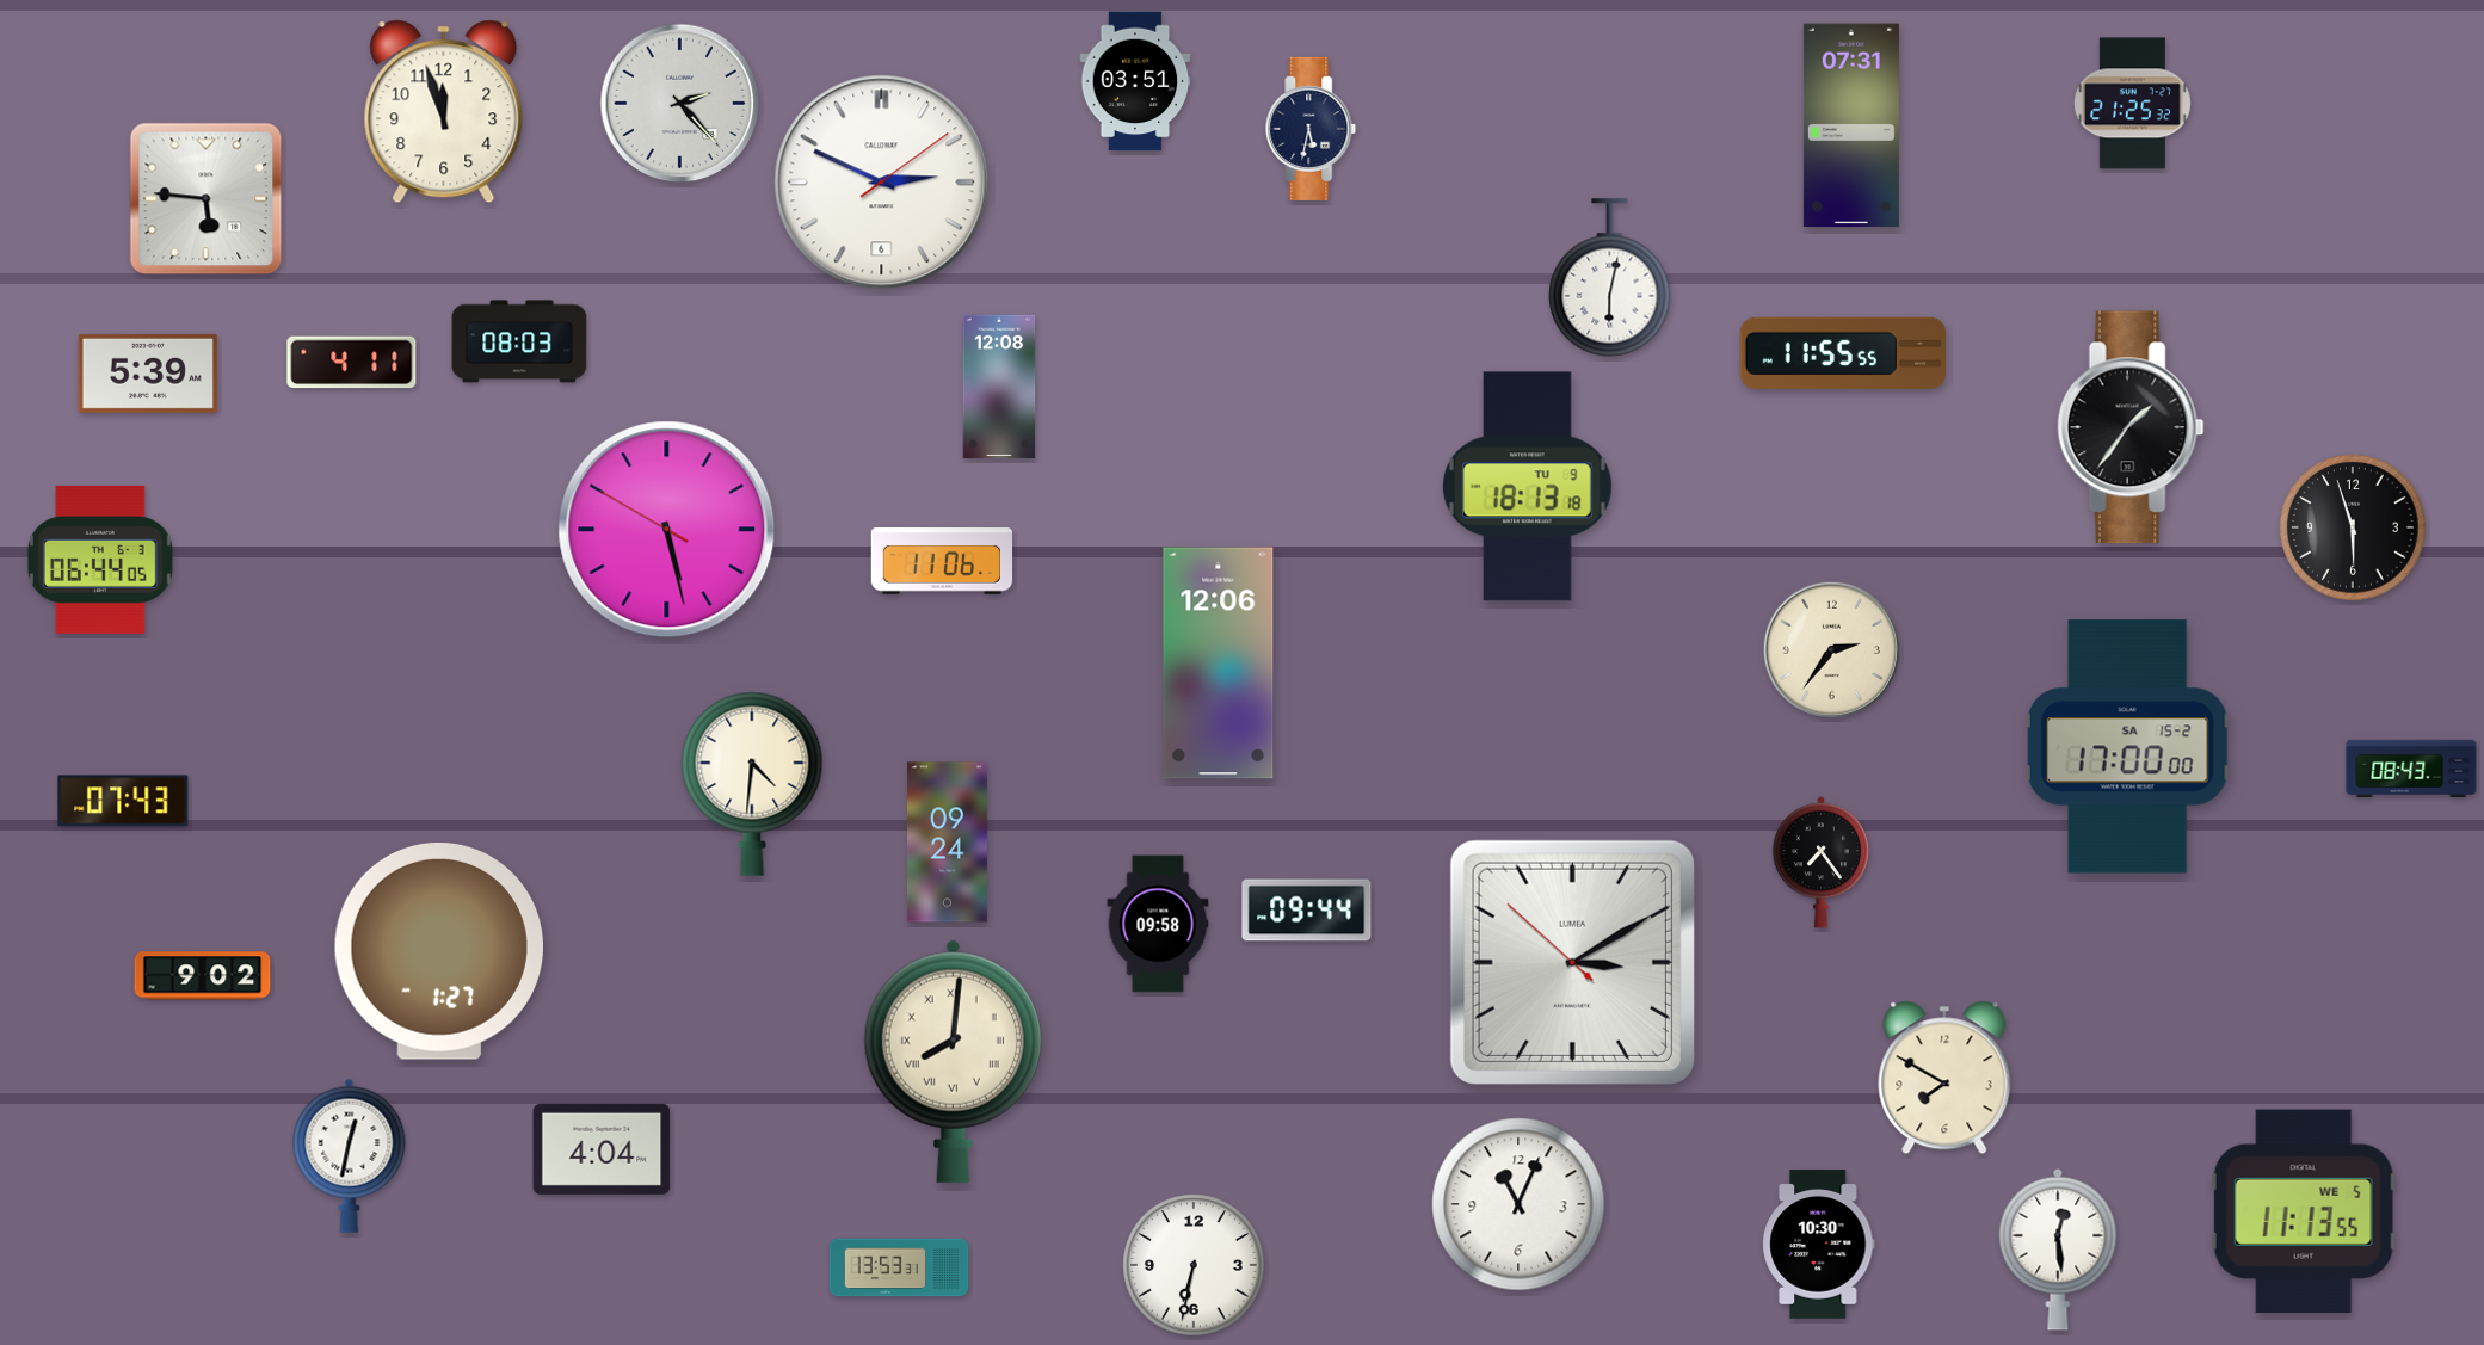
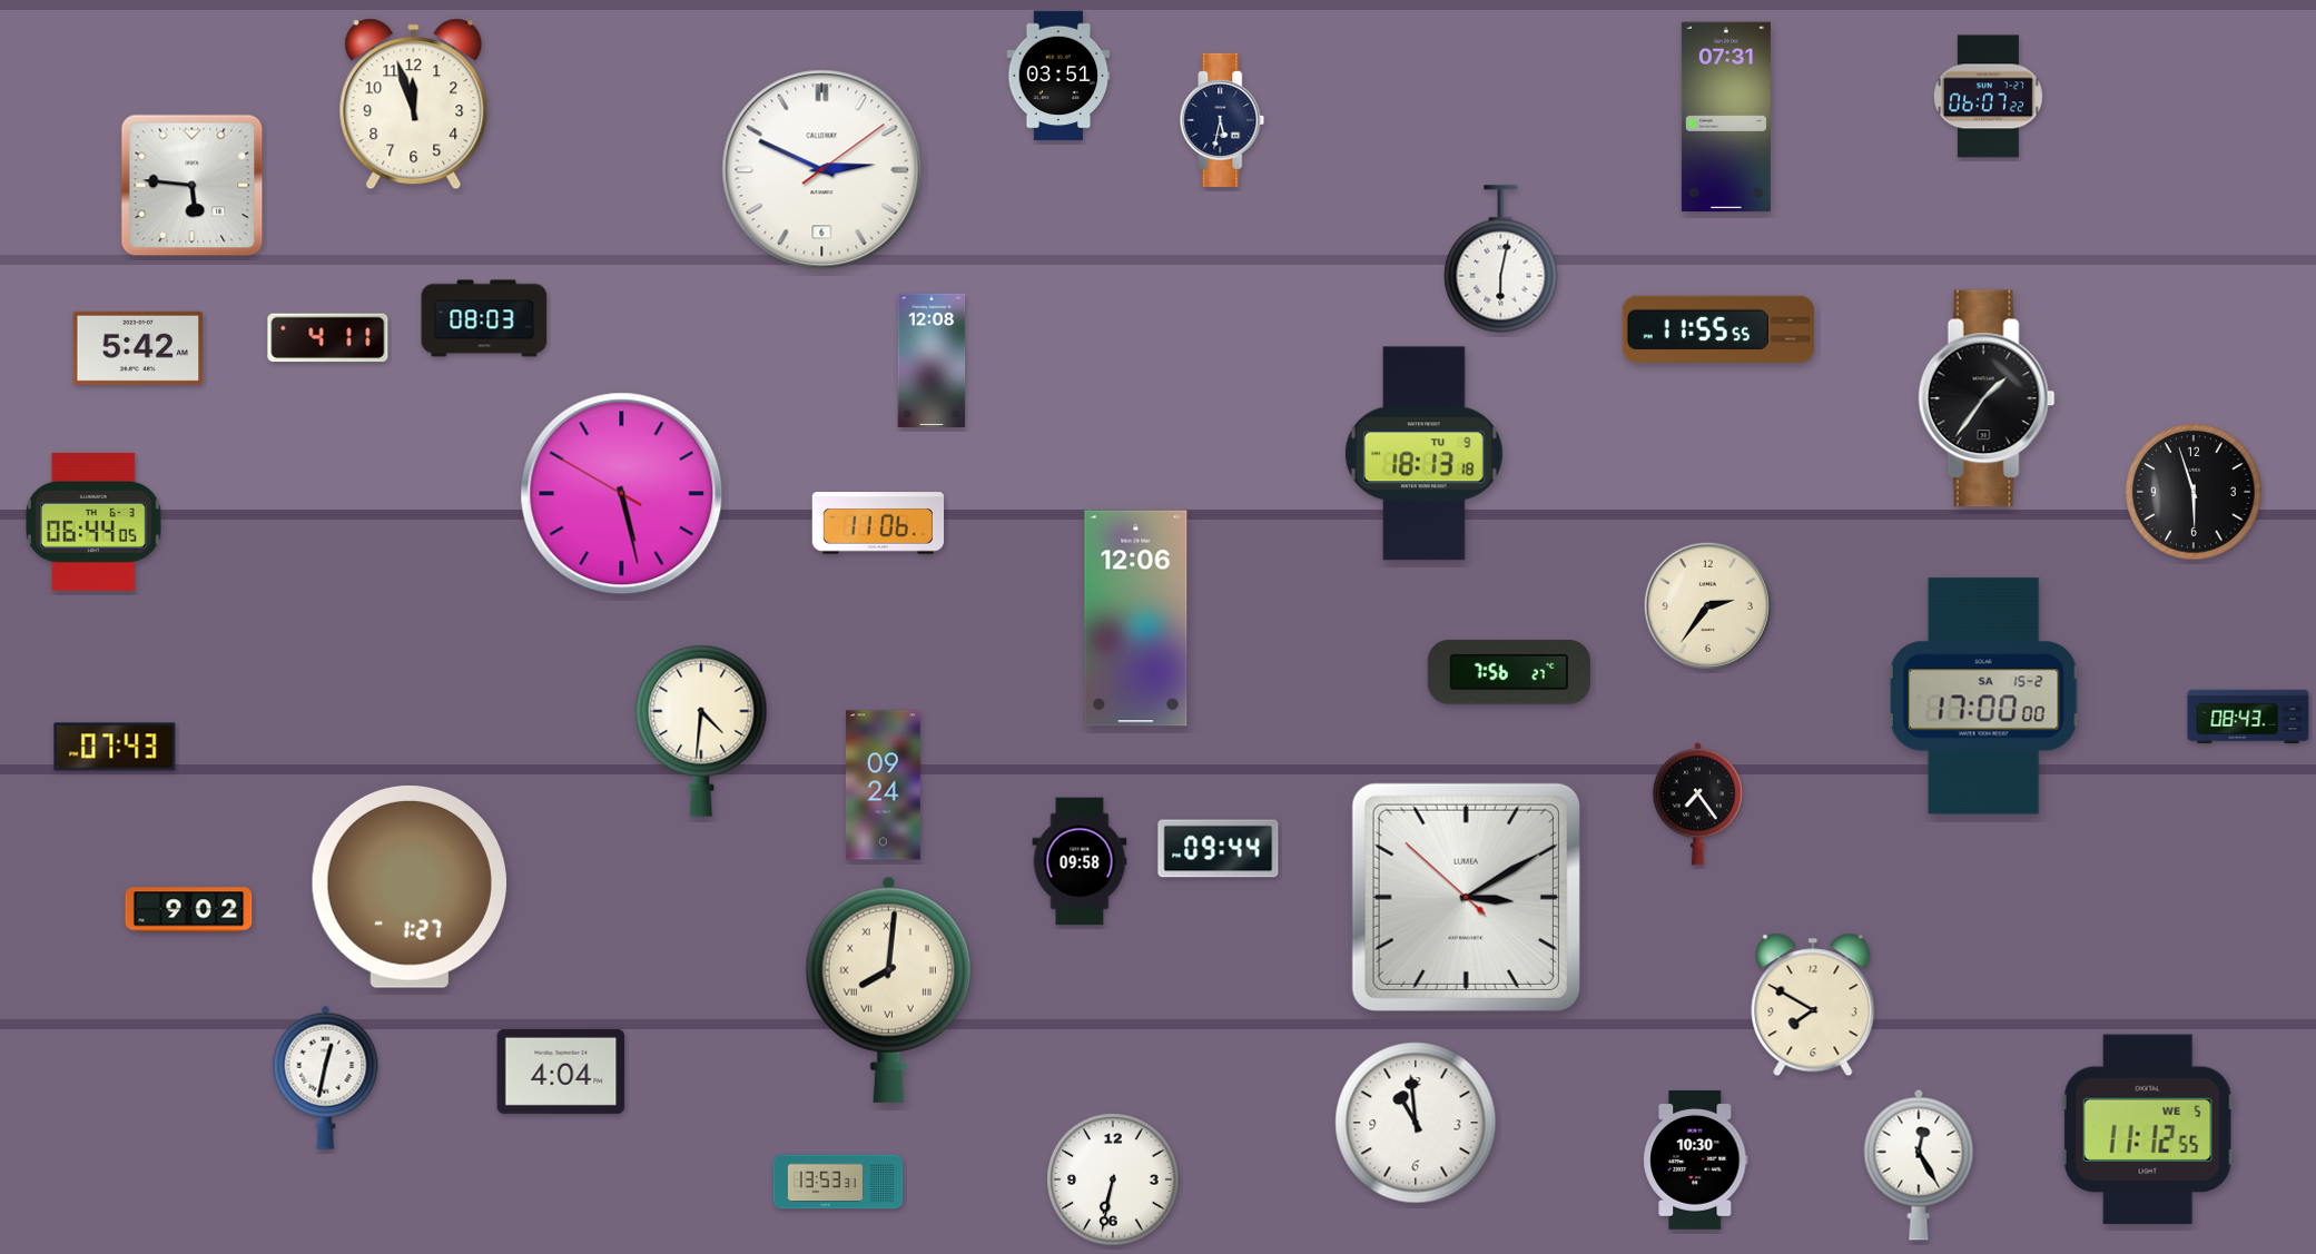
clock at (680, 104): 2:23 -> none
clock at (2132, 104): 21:25 -> 06:07
clock at (148, 374): 5:39 -> 5:42
clock at (1509, 673): none -> 7:56
clock at (1518, 1204): 11:04 -> 10:59
clock at (2304, 1210): 11:13 -> 11:12
clock at (2058, 1250): 12:29 -> 12:25
